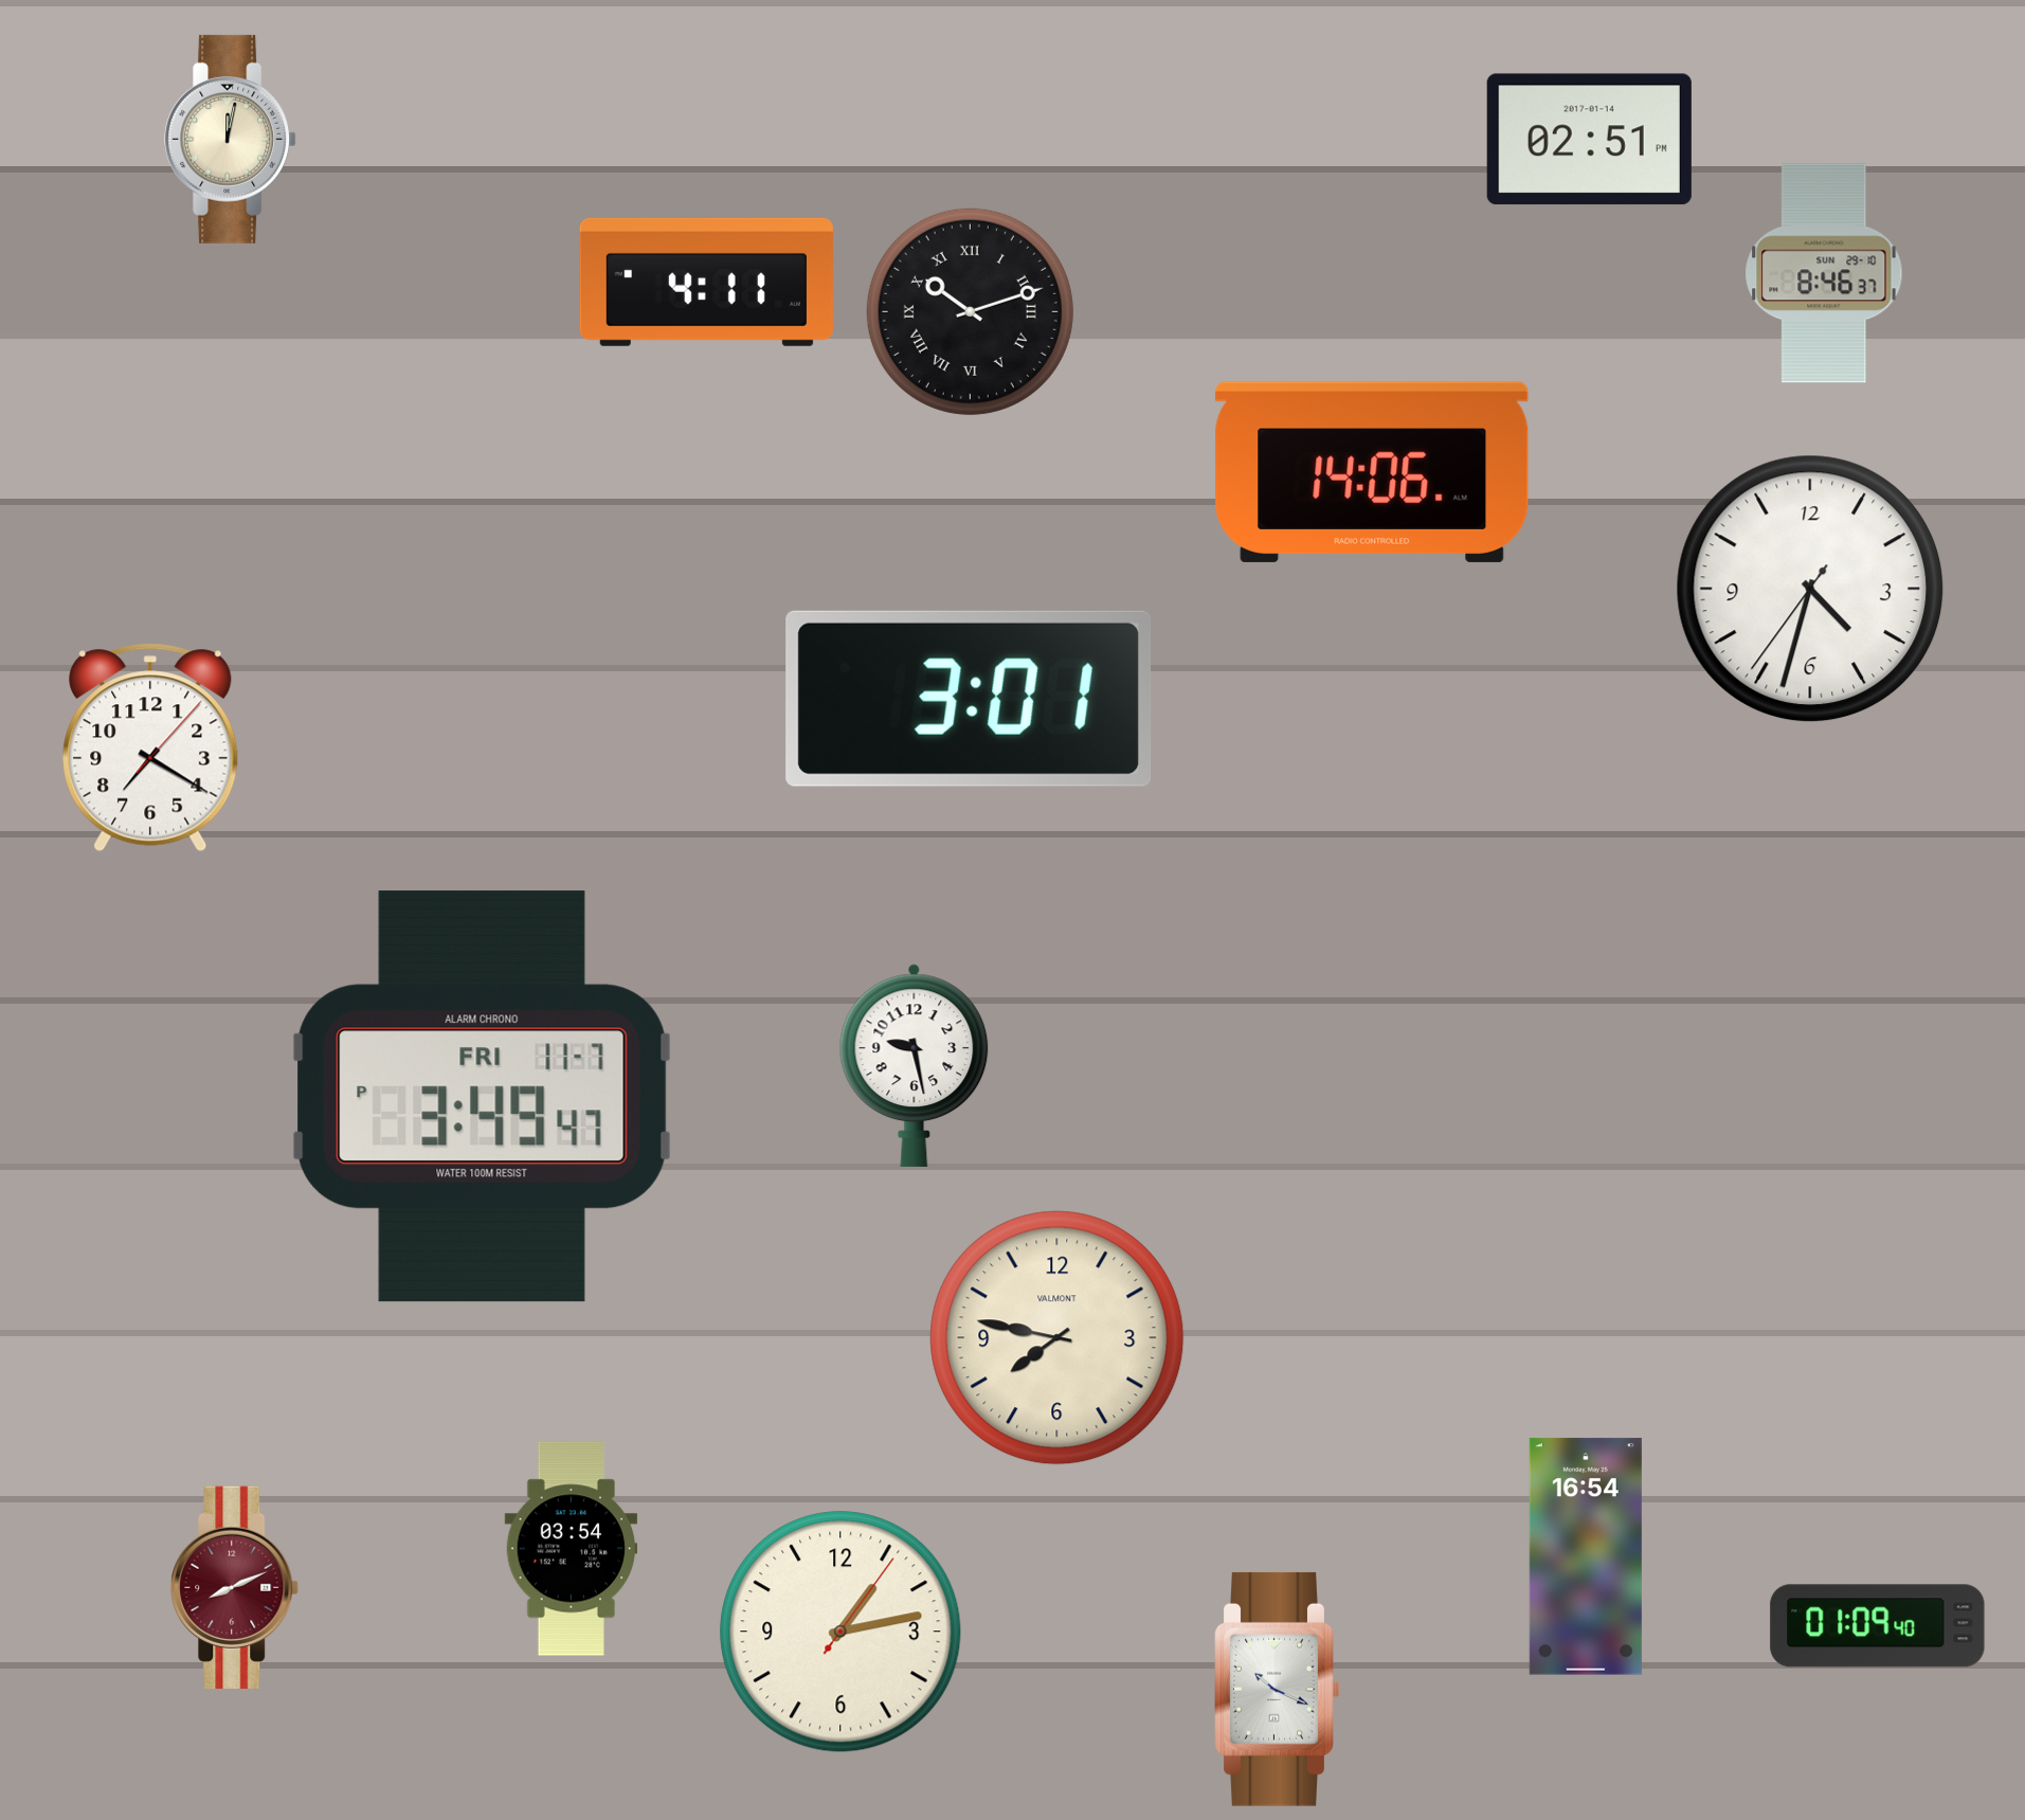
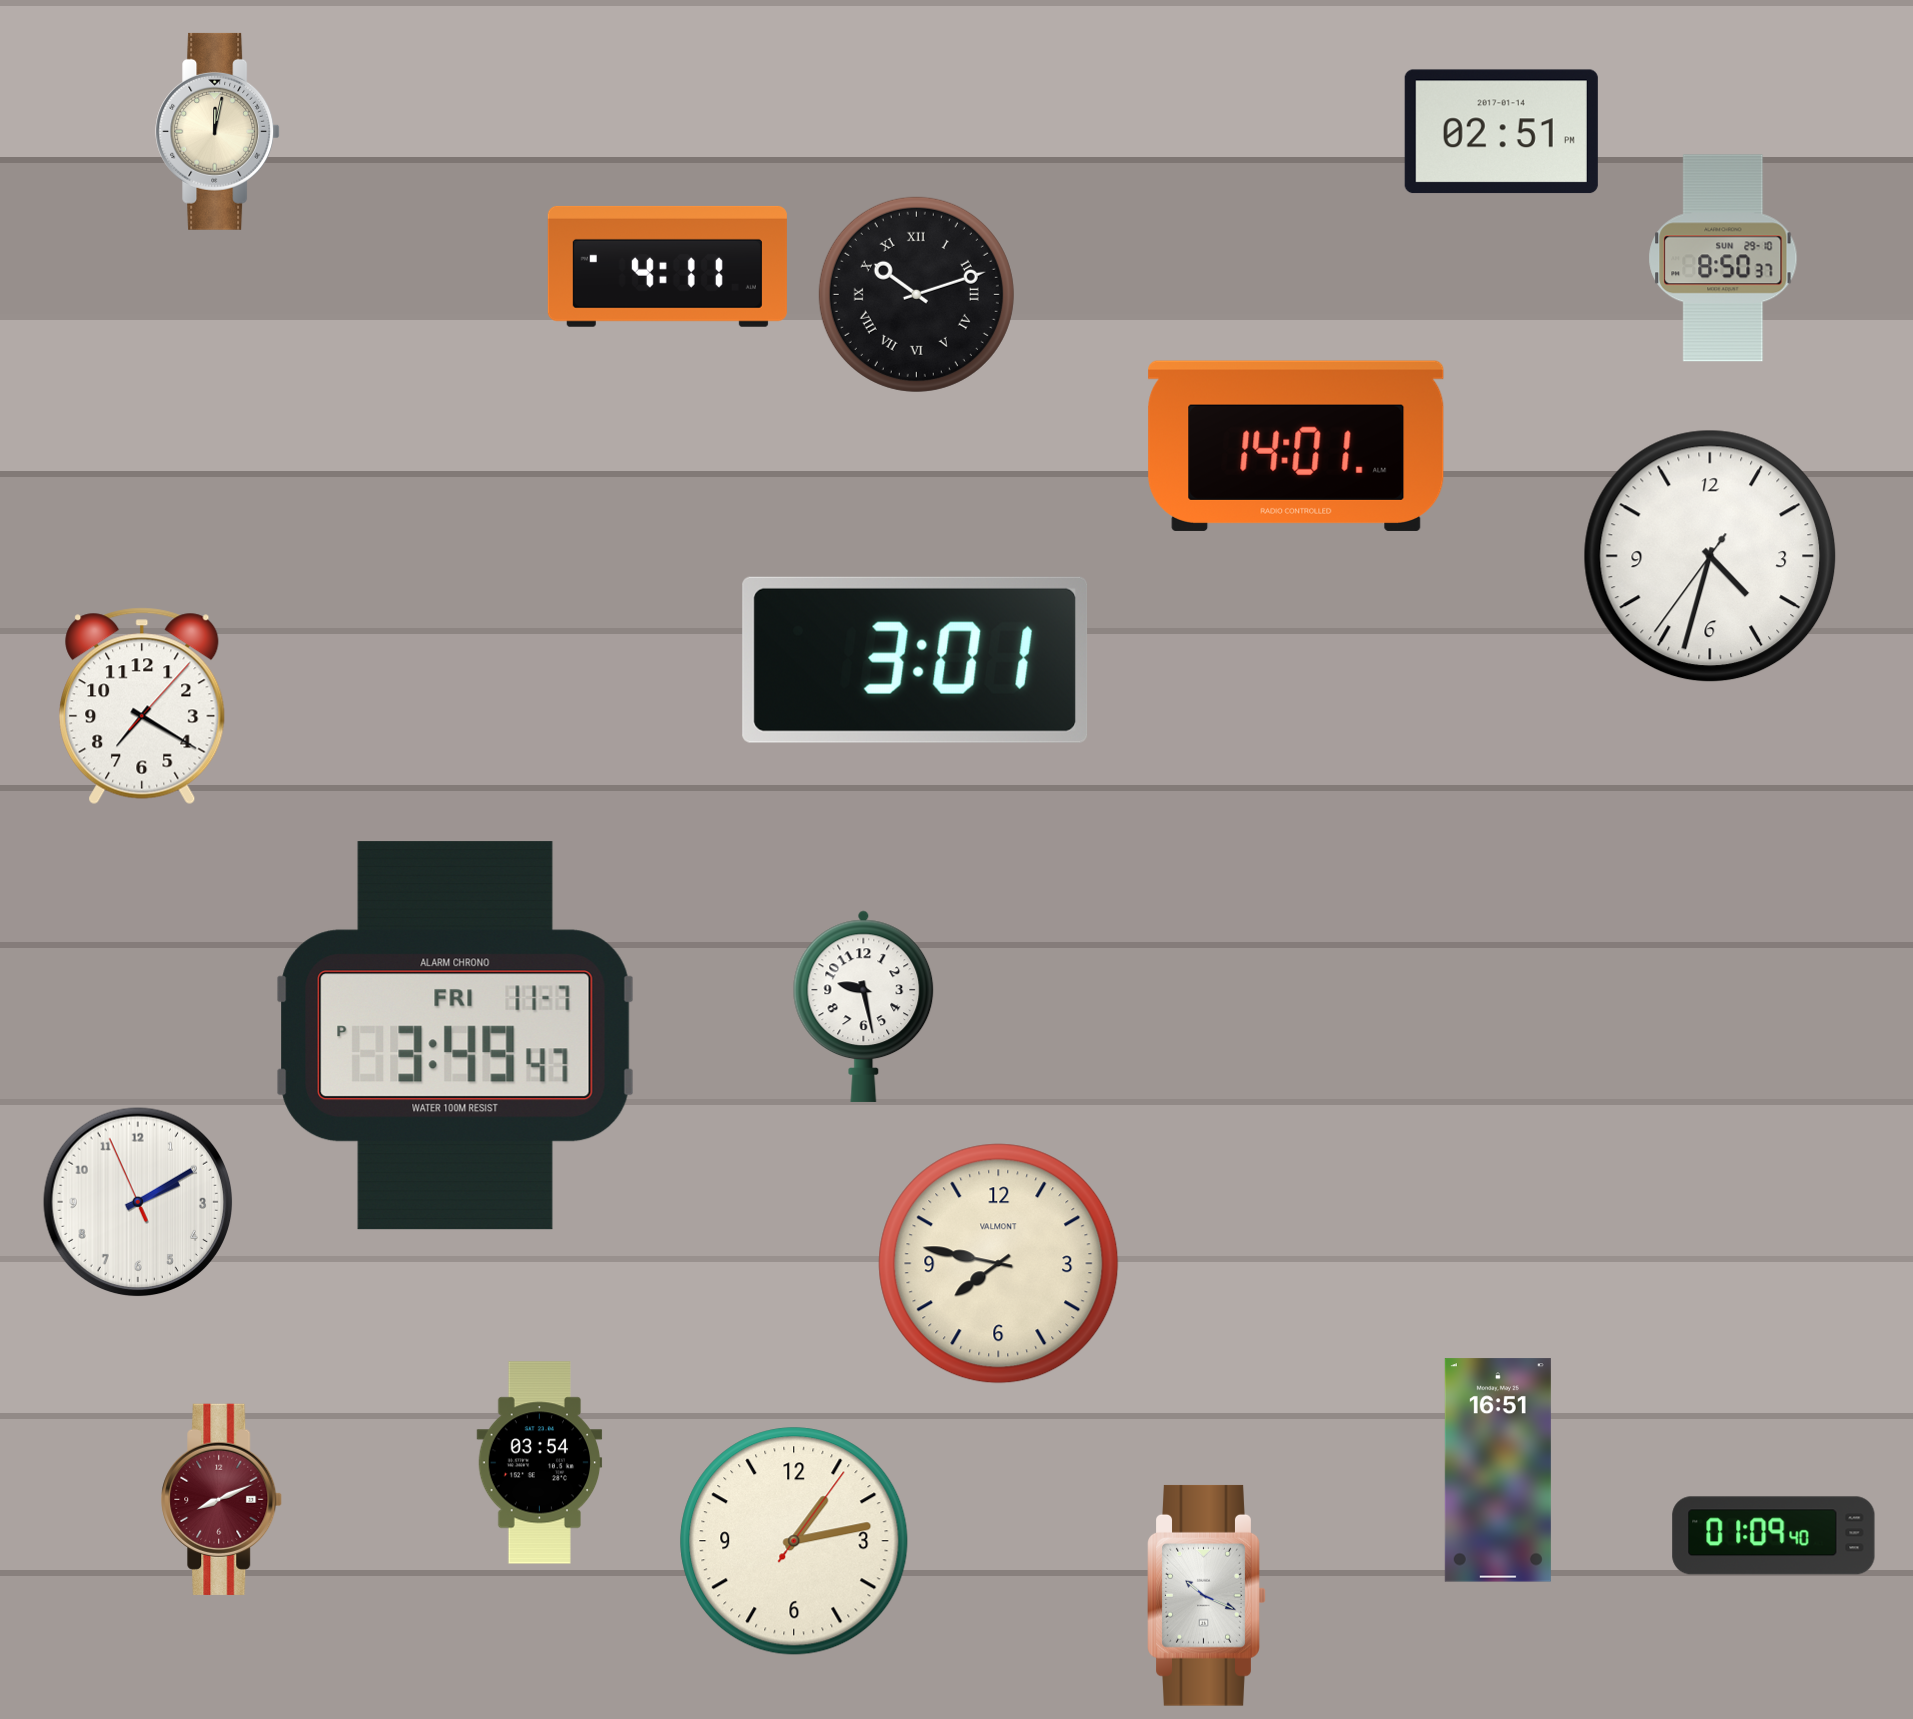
clock at (1824, 273): 8:46 -> 8:50
clock at (1372, 472): 14:06 -> 14:01
clock at (138, 1202): none -> 2:09
clock at (1586, 1556): 16:54 -> 16:51
